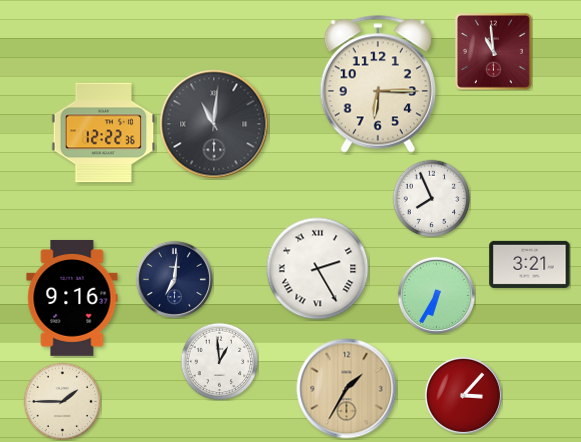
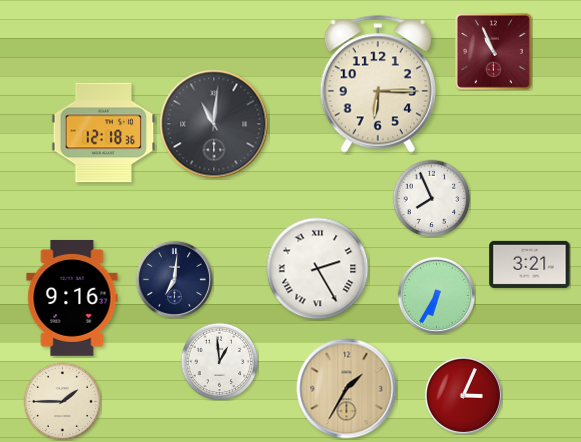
clock at (493, 51): 10:59 -> 10:56
clock at (104, 133): 12:22 -> 12:18
clock at (463, 395): 3:07 -> 3:04
